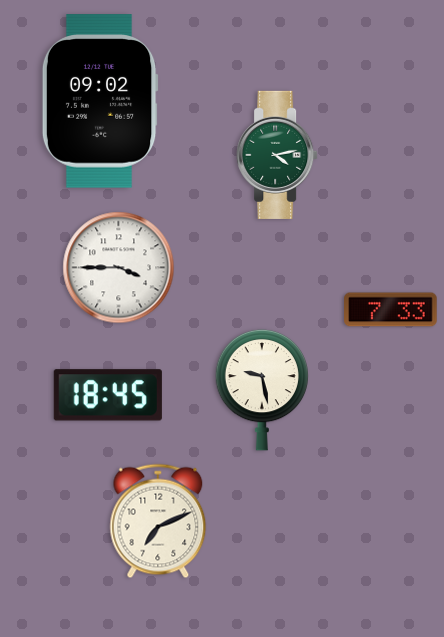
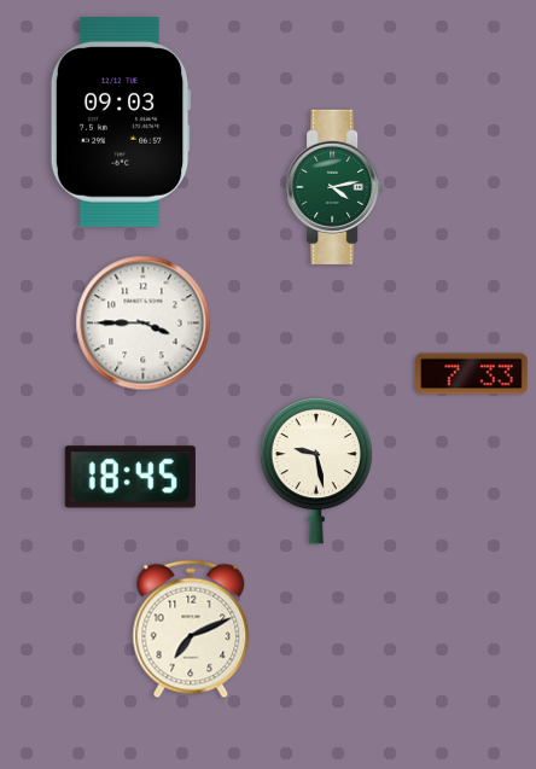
clock at (100, 101): 09:02 -> 09:03
